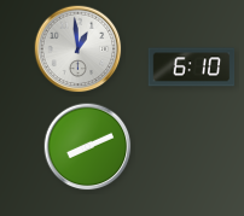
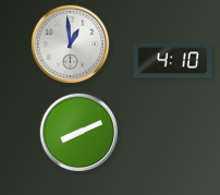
clock at (192, 68): 6:10 -> 4:10
